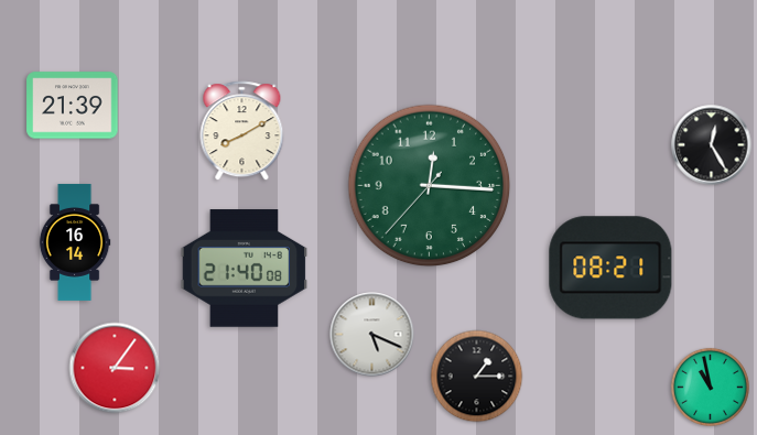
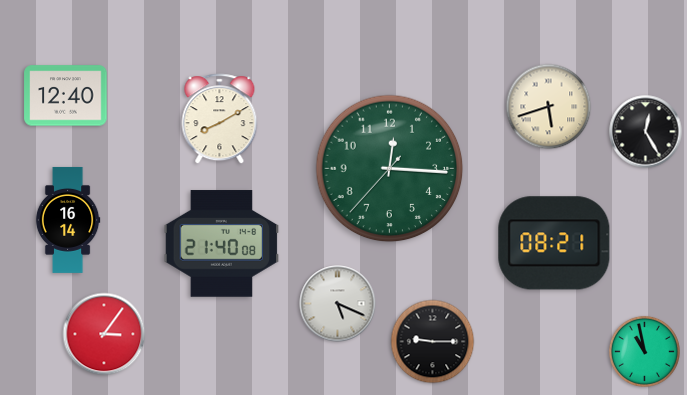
clock at (73, 106): 21:39 -> 12:40
clock at (549, 107): none -> 5:42
clock at (477, 377): 1:15 -> 9:15
